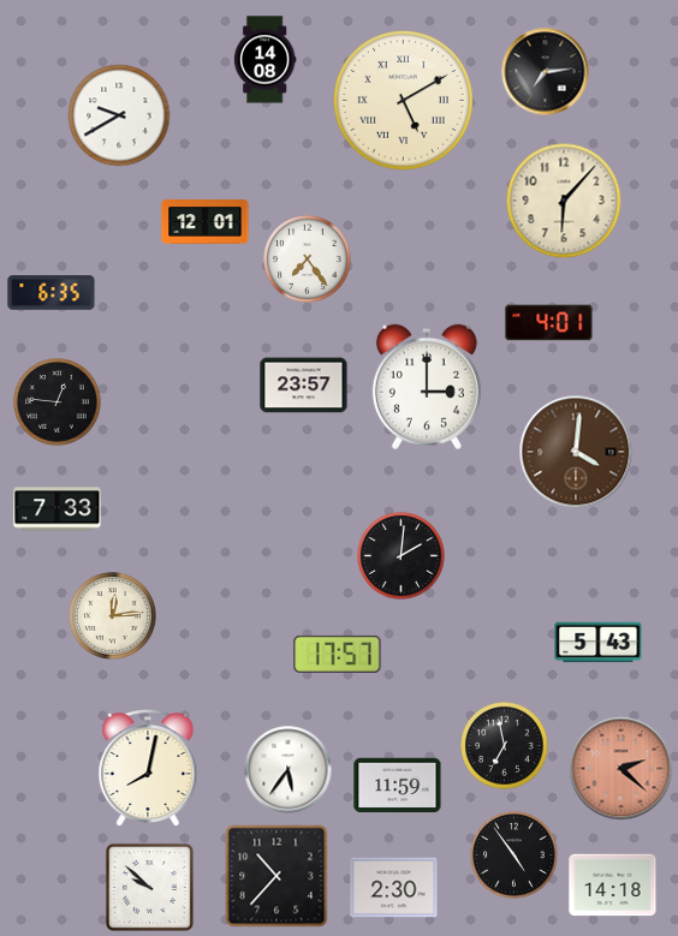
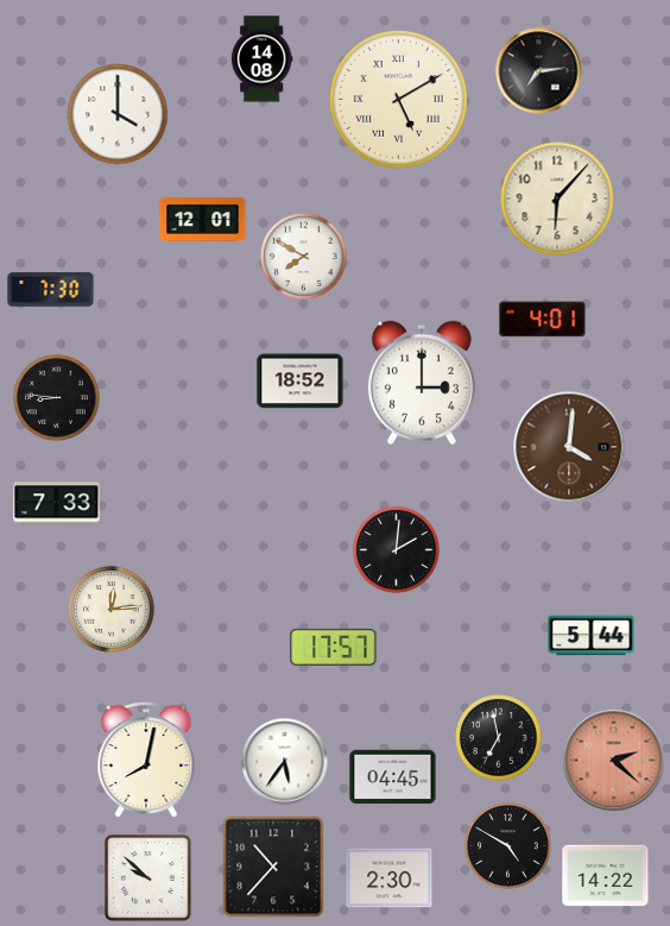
clock at (119, 115): 9:40 -> 4:00
clock at (308, 260): 7:24 -> 7:50
clock at (52, 293): 6:35 -> 7:30
clock at (304, 386): 23:57 -> 18:52
clock at (58, 403): 12:46 -> 8:46
clock at (599, 643): 5:43 -> 5:44
clock at (398, 786): 11:59 -> 04:45
clock at (515, 855): 4:54 -> 4:50
clock at (613, 886): 14:18 -> 14:22
